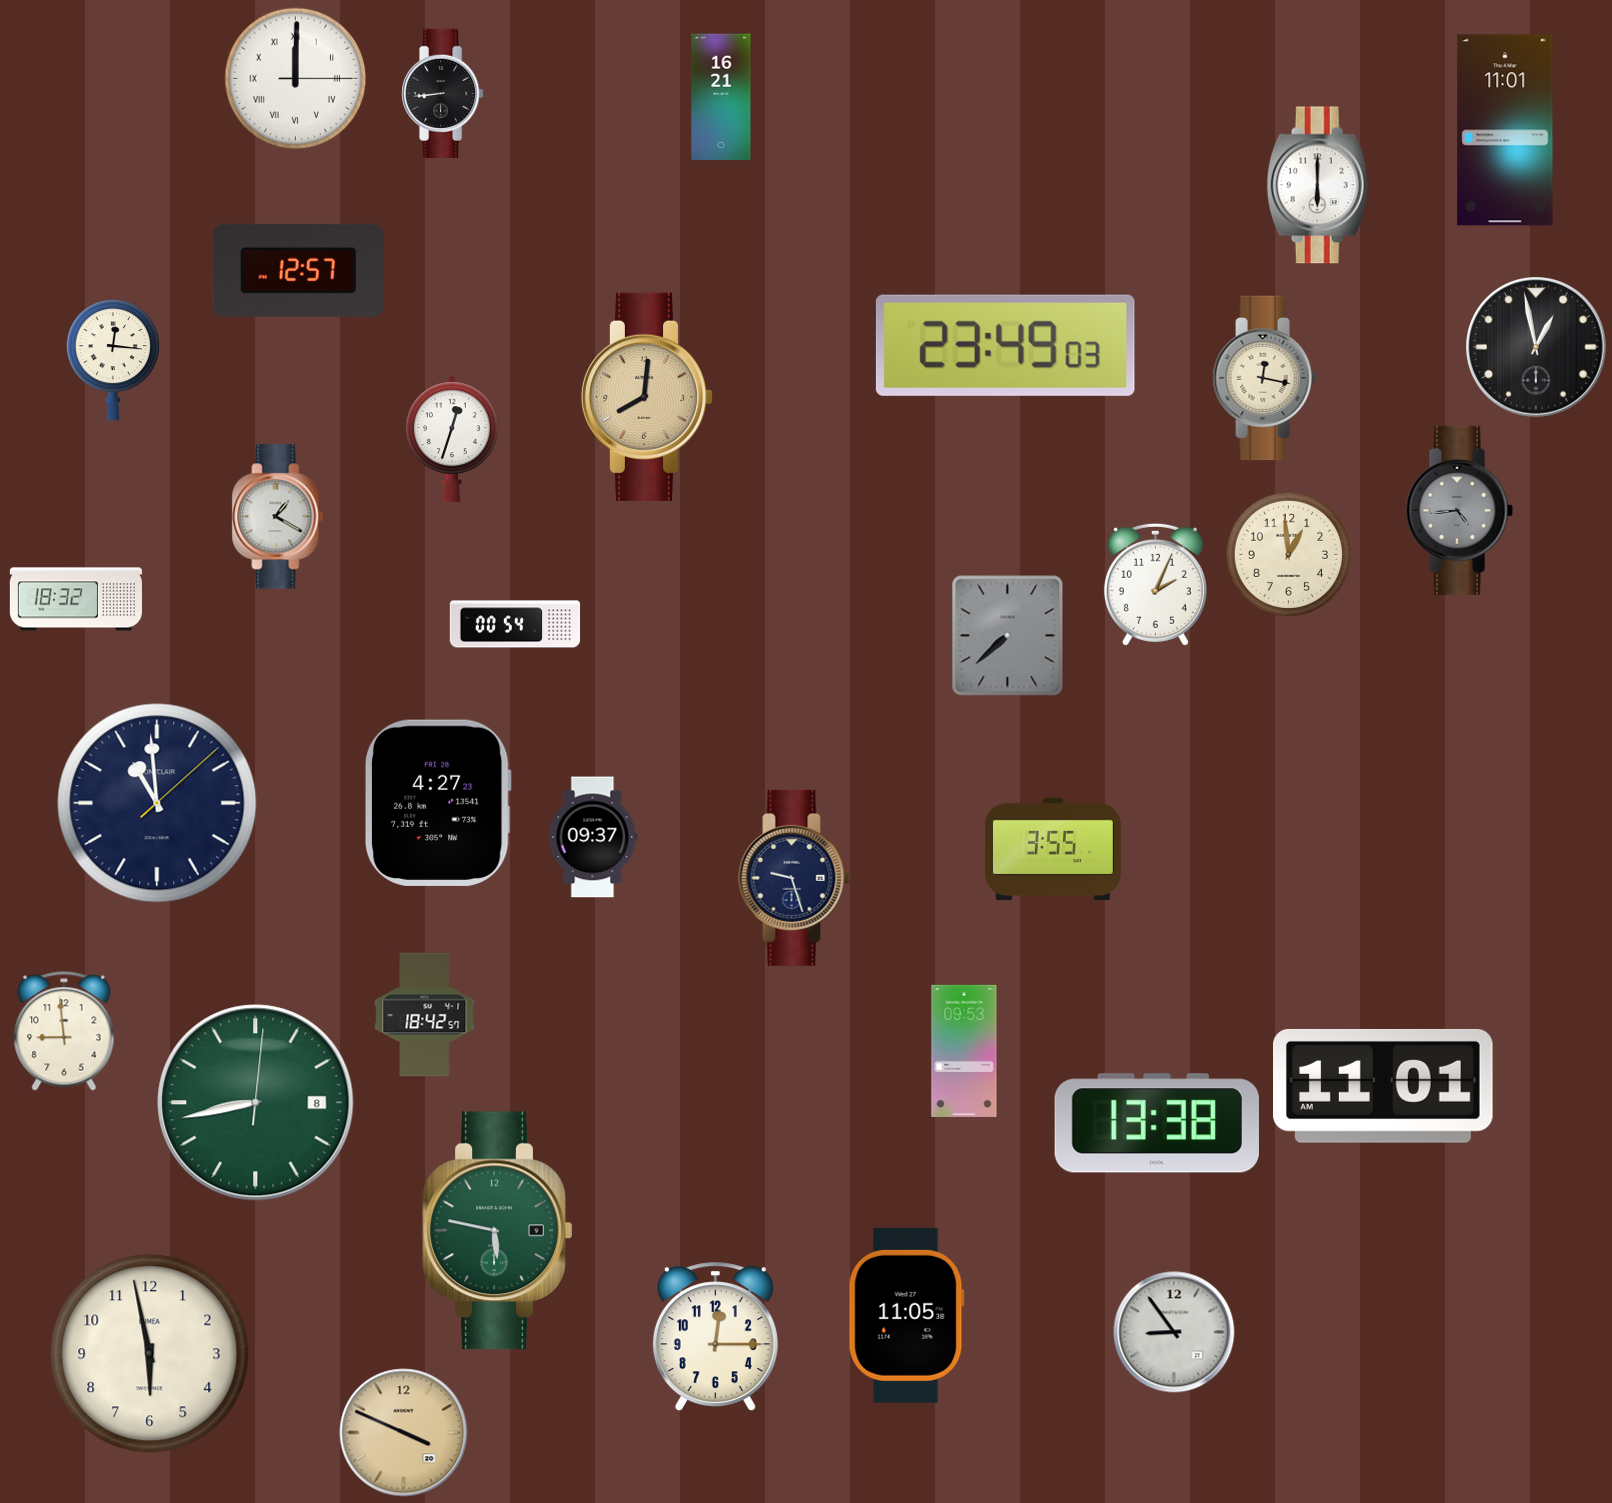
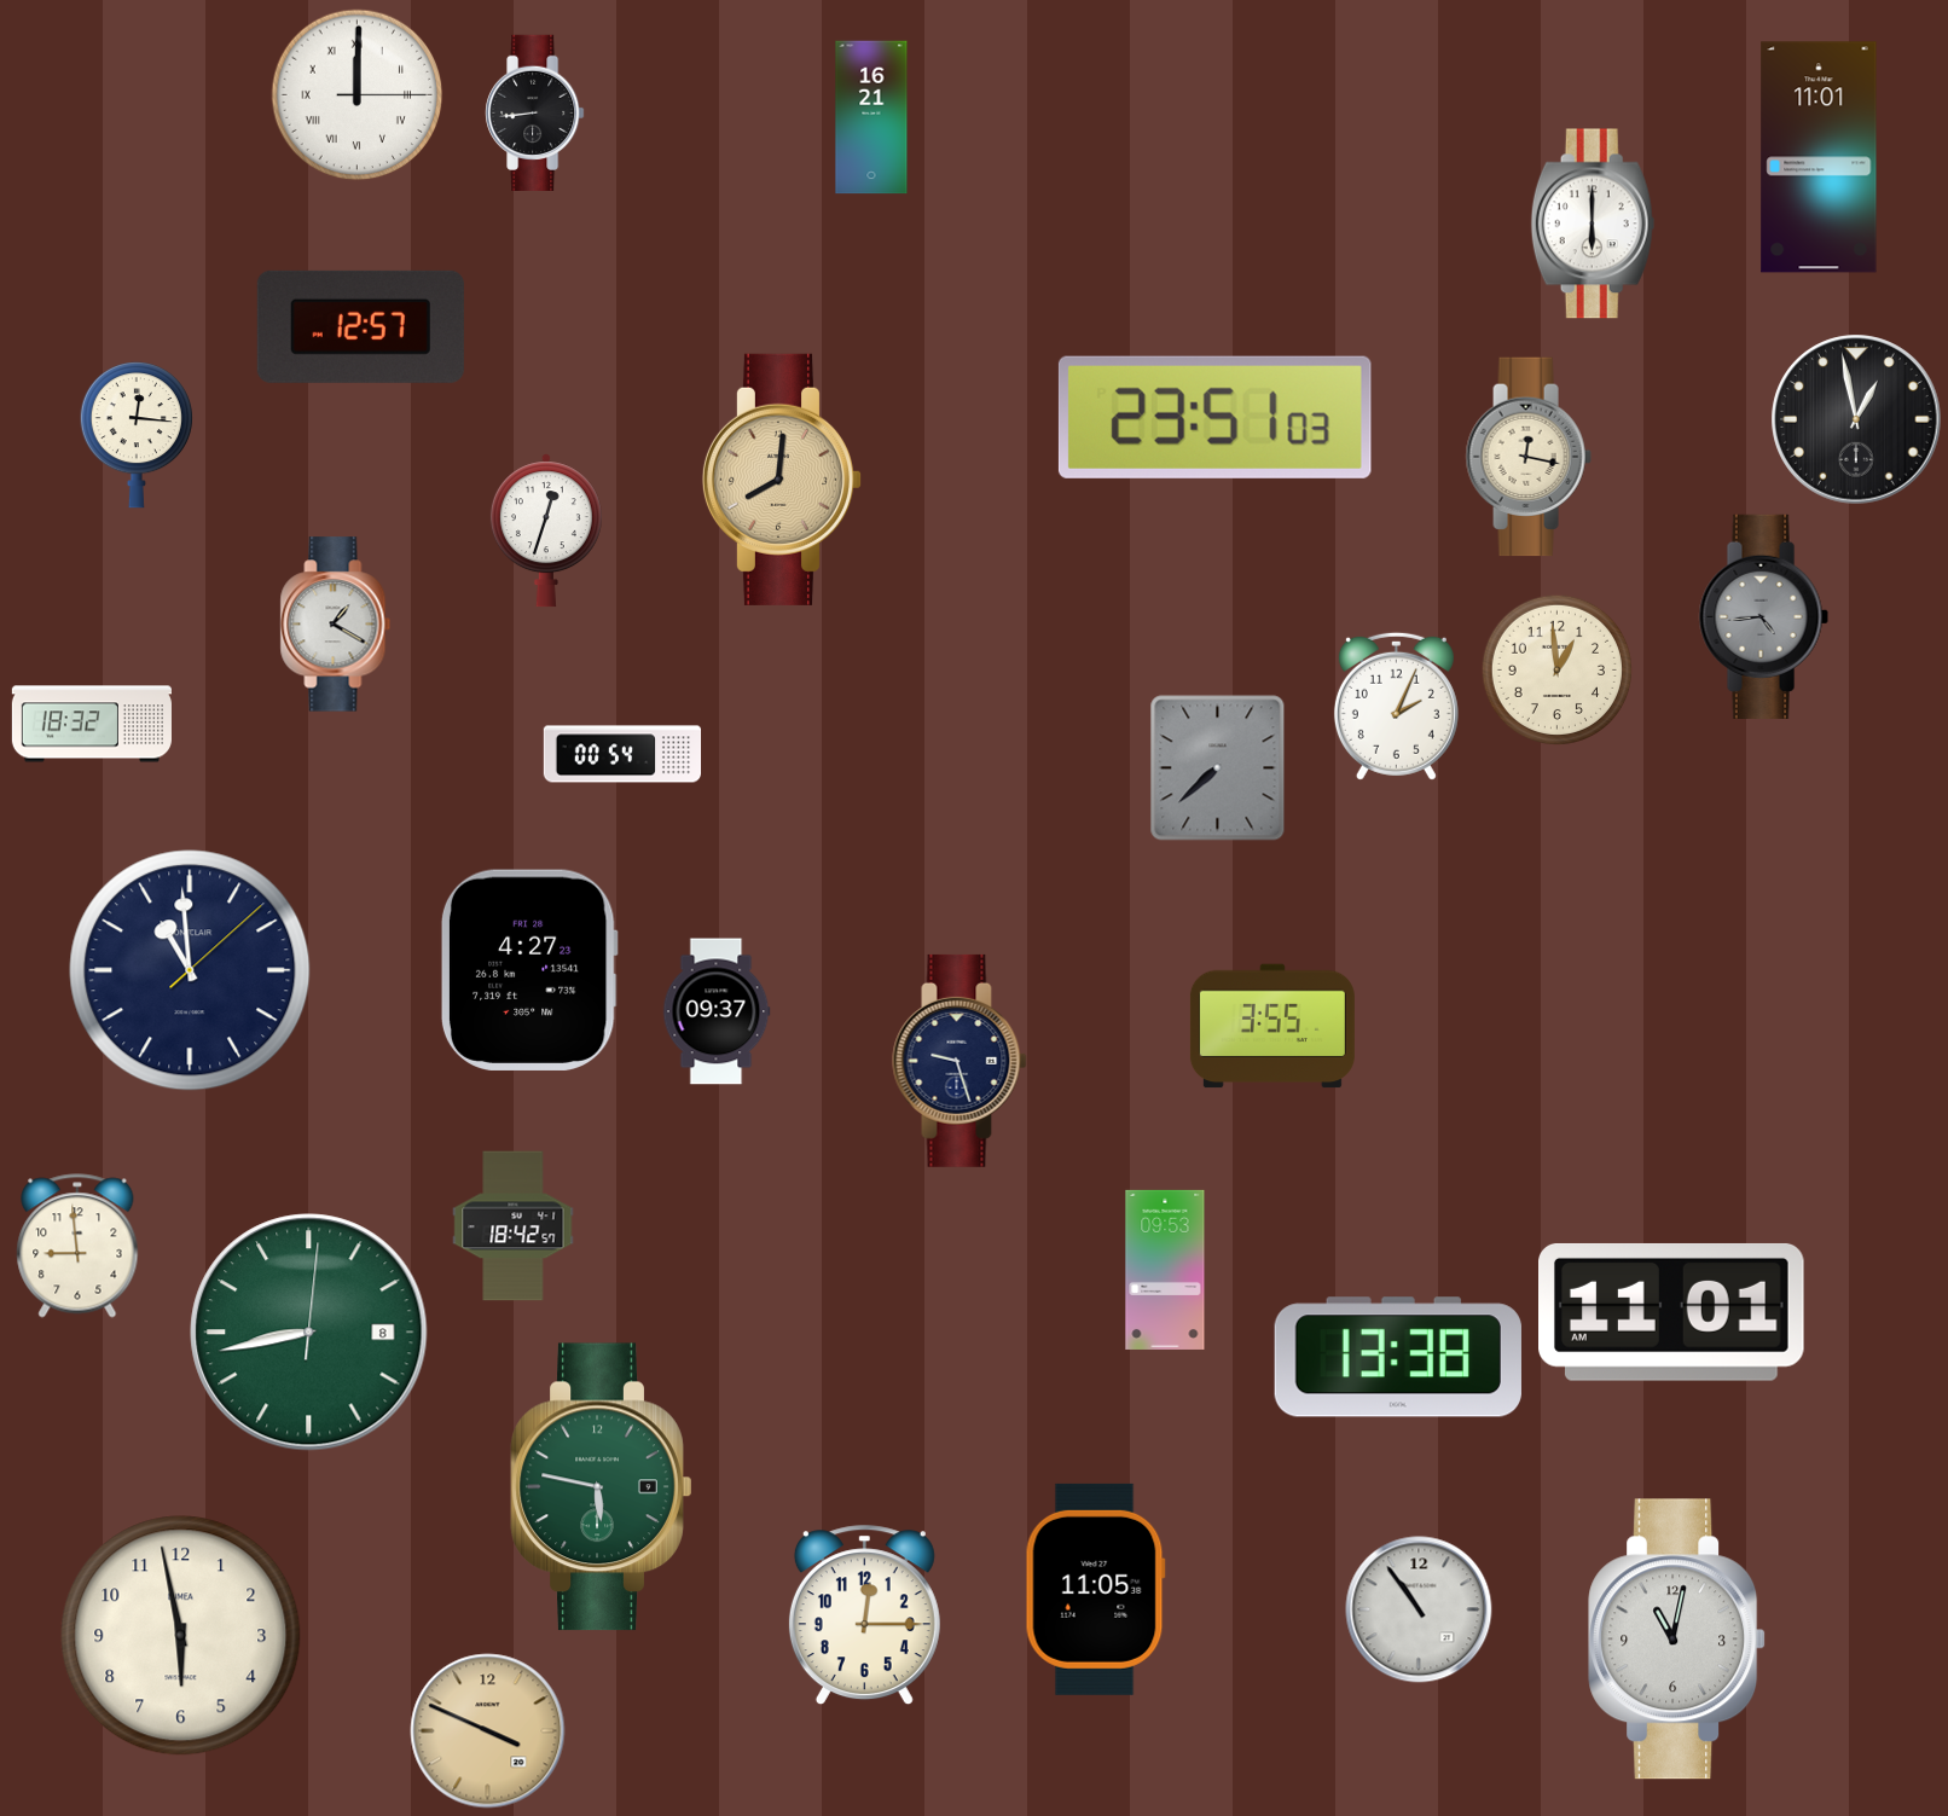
clock at (1005, 345): 23:49 -> 23:51
clock at (1174, 1332): 8:54 -> 10:54
clock at (1677, 1640): none -> 11:02
